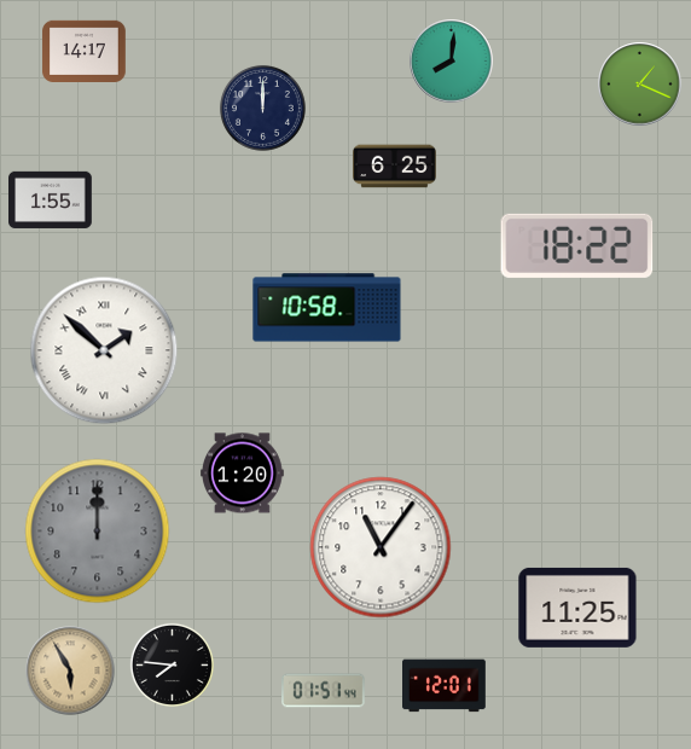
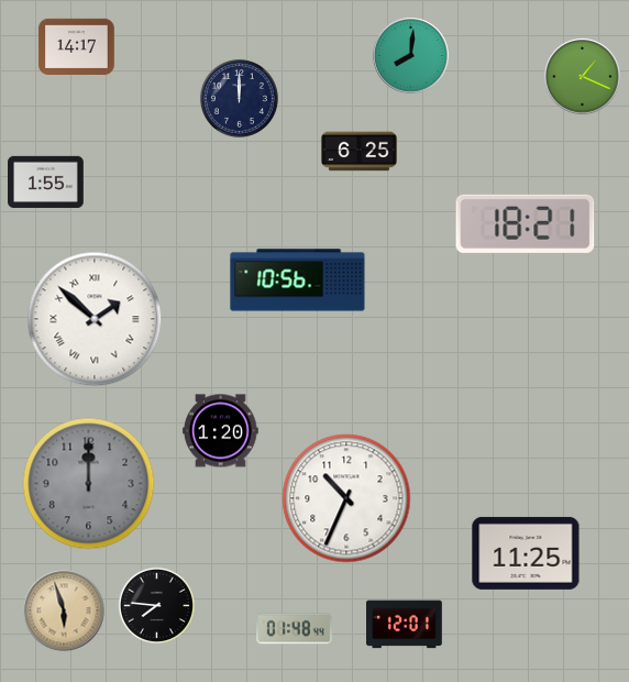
clock at (577, 245): 18:22 -> 18:21
clock at (327, 308): 10:58 -> 10:56
clock at (381, 547): 11:06 -> 10:34
clock at (70, 670): 5:55 -> 5:57
clock at (324, 691): 01:51 -> 01:48
